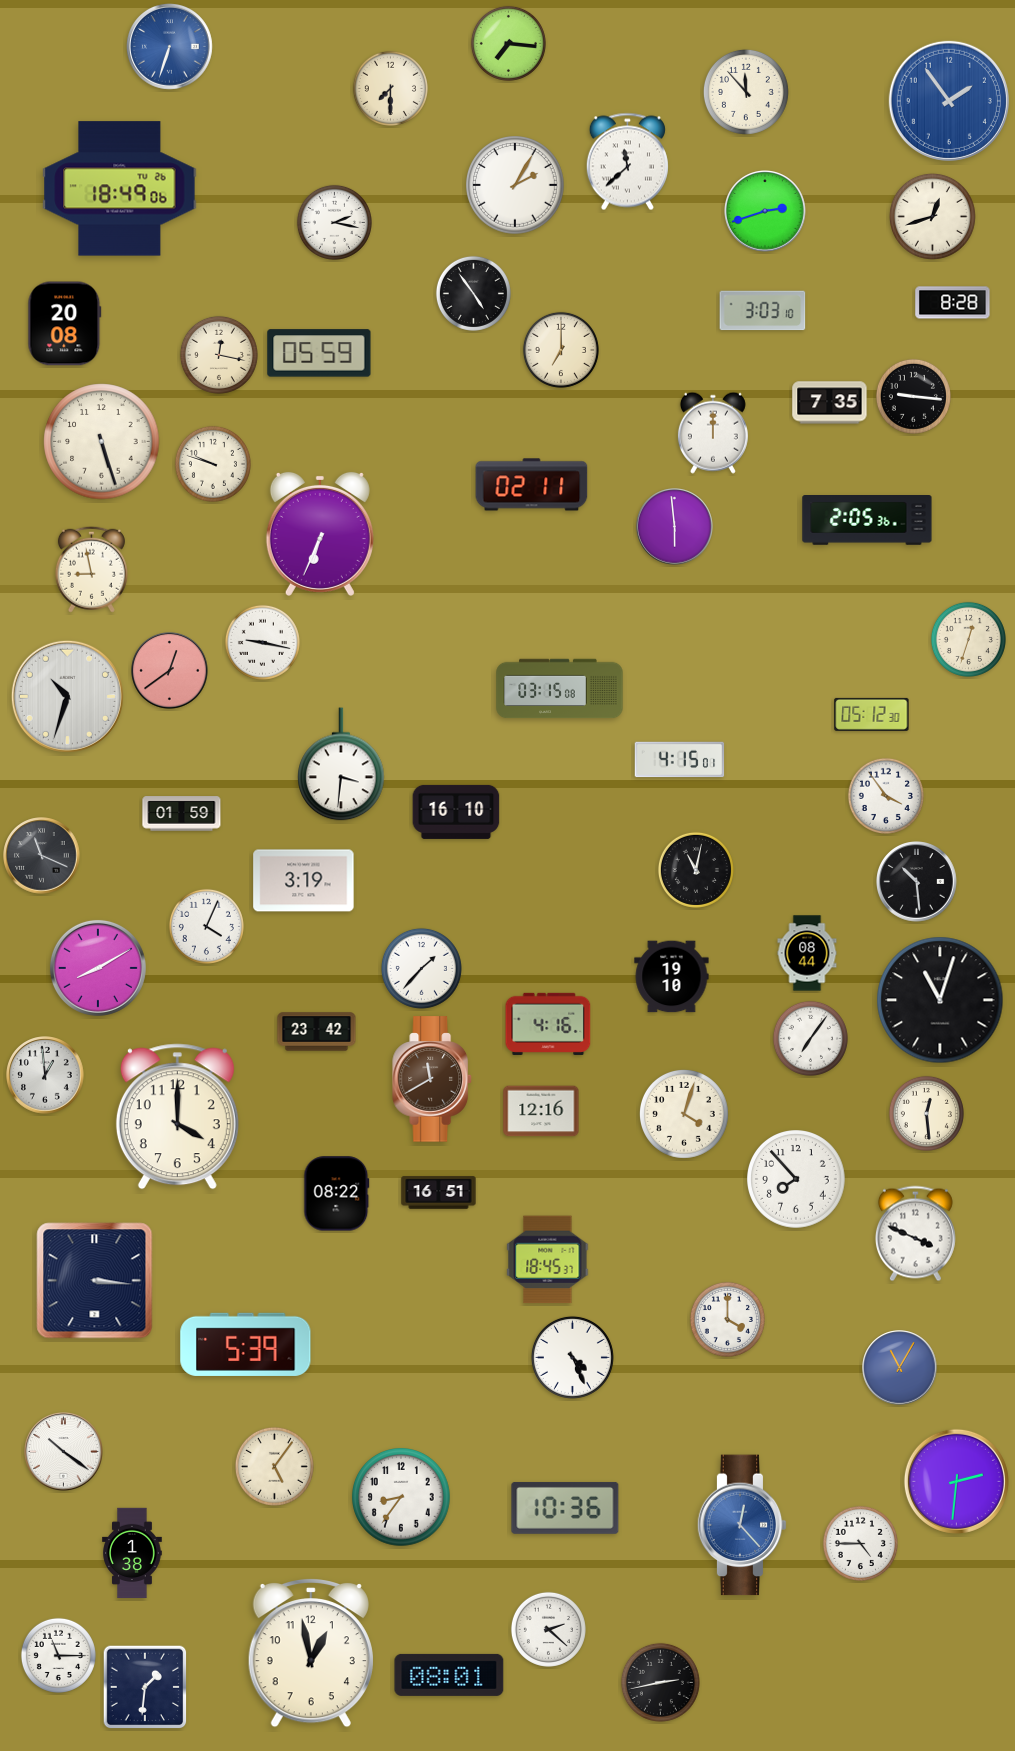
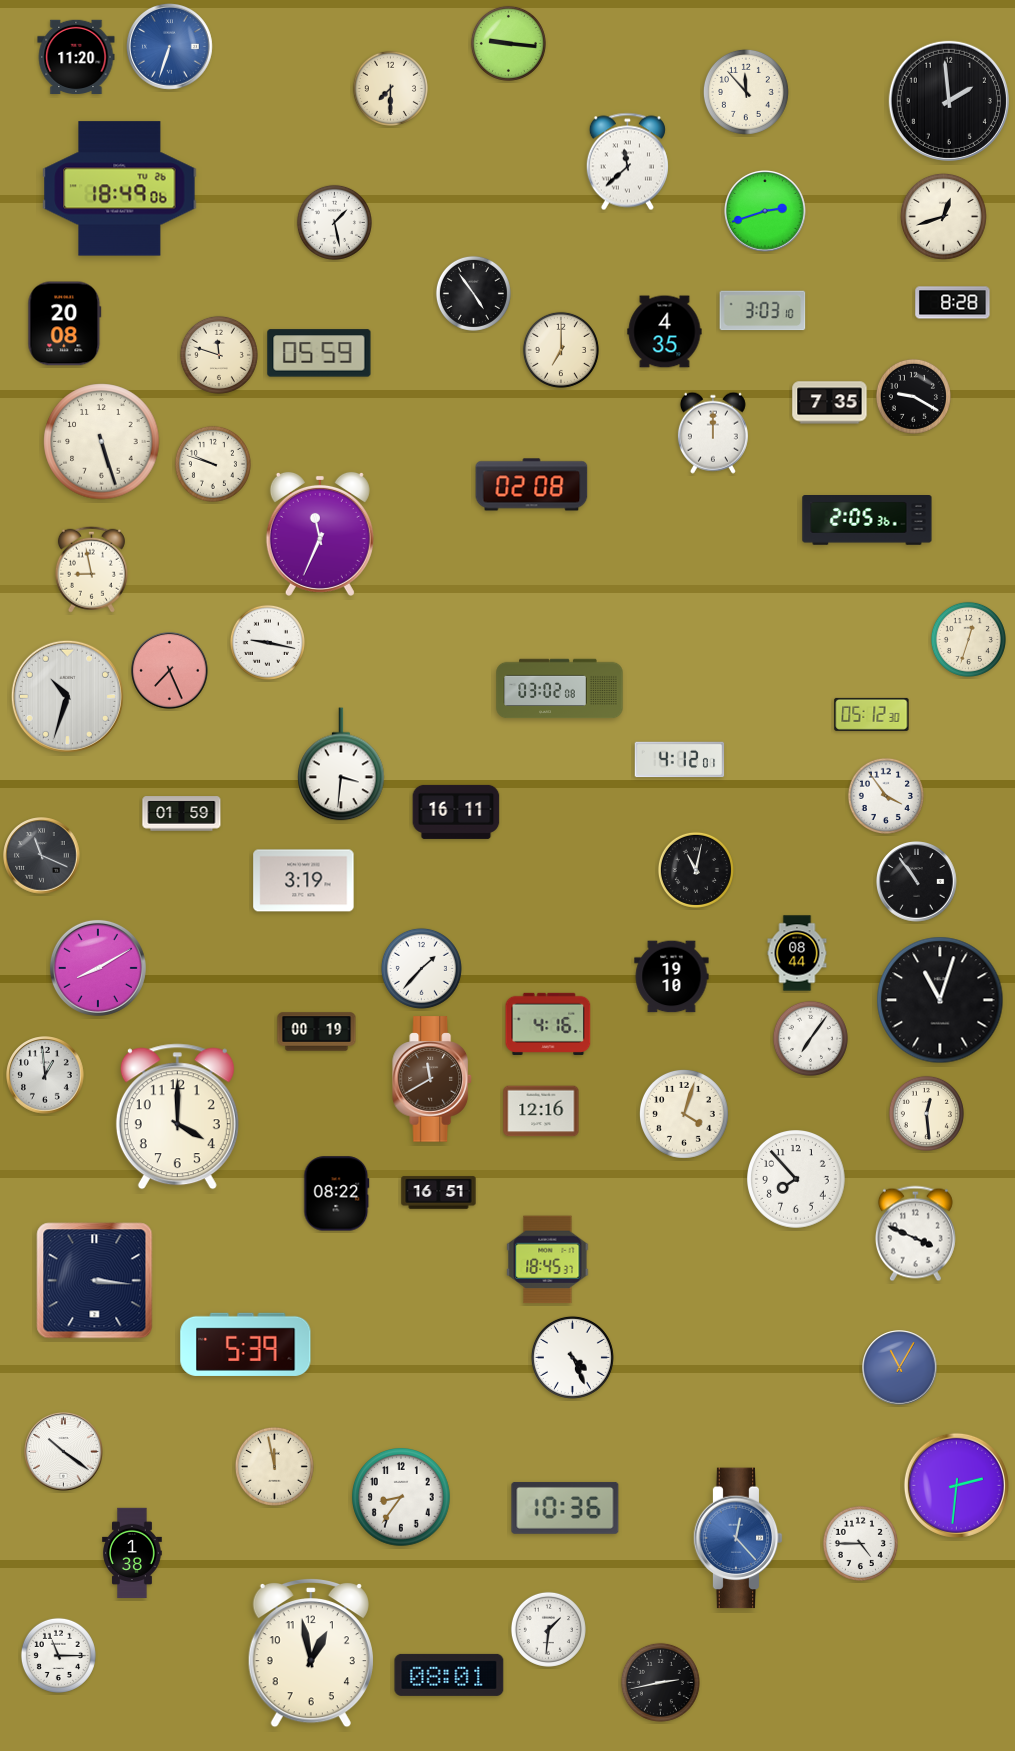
clock at (508, 43): 7:16 -> 9:16
clock at (76, 56): none -> 11:20
clock at (949, 101): 1:54 -> 1:59
clock at (949, 101) dial: blue -> black
clock at (515, 185): 2:05 -> none
clock at (932, 216) position: (932, 216) -> (943, 216)
clock at (334, 222): 2:17 -> 1:28
clock at (665, 332): none -> 4:35
clock at (219, 355): 12:17 -> 11:48
clock at (913, 396): 9:16 -> 9:20
clock at (532, 485): 02:11 -> 02:08
clock at (675, 527): 5:59 -> none
clock at (320, 534): 6:34 -> 11:34
clock at (262, 642) position: (262, 642) -> (267, 642)
clock at (170, 671): 12:39 -> 7:26
clock at (560, 689): 03:15 -> 03:02
clock at (680, 760): 4:15 -> 4:12
clock at (456, 812): 16:10 -> 16:11
clock at (917, 882): 10:29 -> 10:54
clock at (206, 926): 4:04 -> none
clock at (807, 953) position: (807, 953) -> (797, 953)
clock at (317, 1032): 23:42 -> 00:19
clock at (727, 1319): 4:00 -> none
clock at (274, 1466): 5:06 -> 11:58
clock at (956, 1481) position: (956, 1481) -> (956, 1485)
clock at (742, 1525) position: (742, 1525) -> (738, 1538)
clock at (548, 1629): 2:22 -> 1:31
clock at (145, 1687): 1:31 -> none
